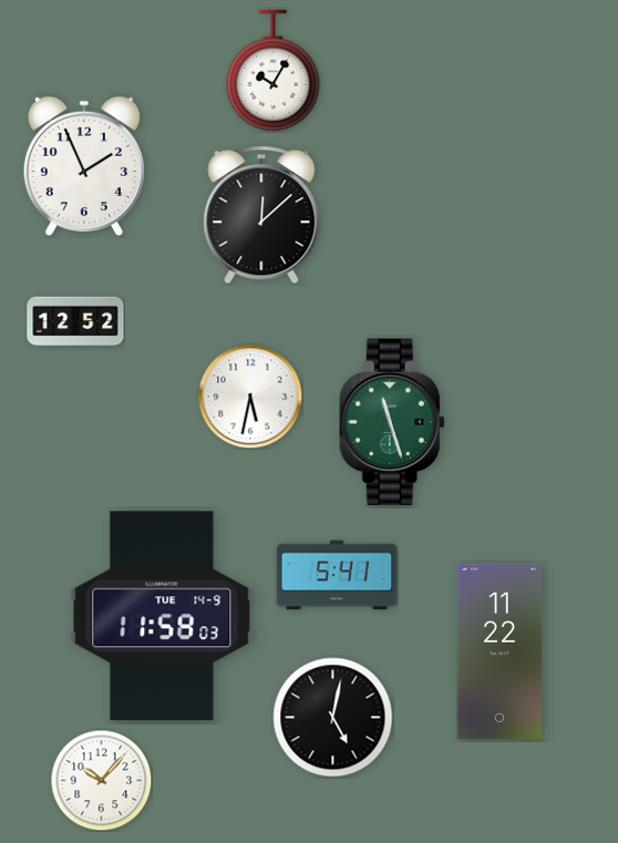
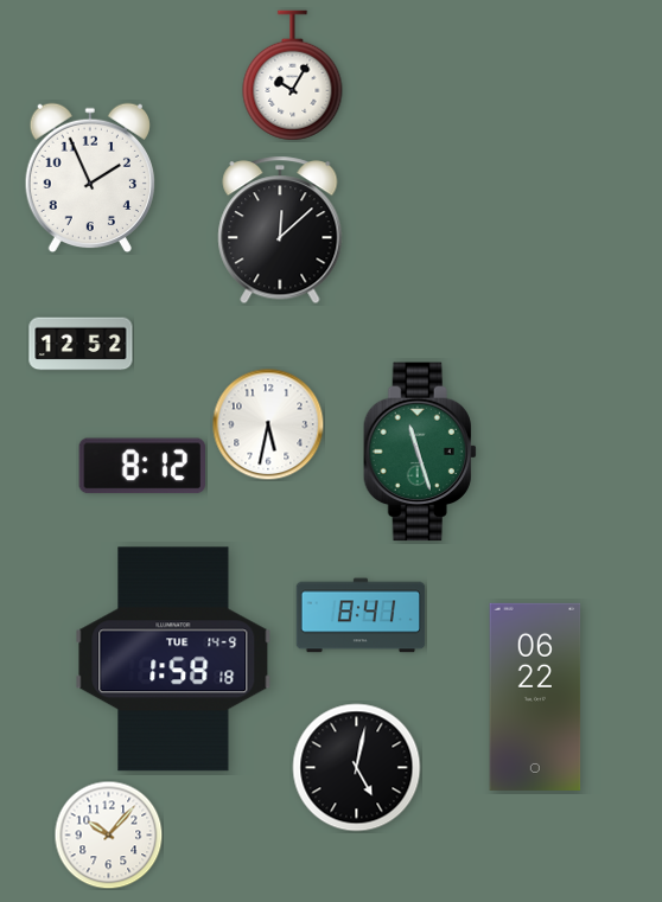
clock at (141, 466): none -> 8:12
clock at (337, 575): 5:41 -> 8:41
clock at (162, 616): 11:58 -> 1:58
clock at (499, 651): 11:22 -> 06:22
